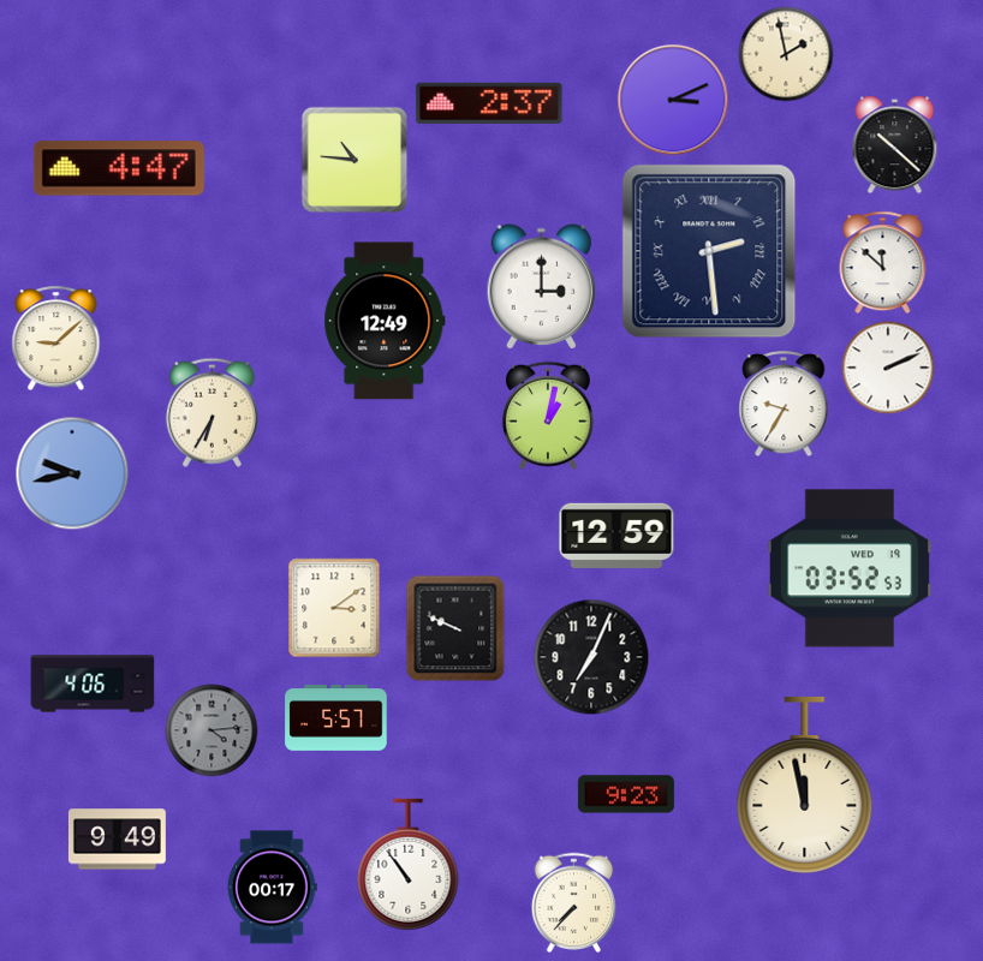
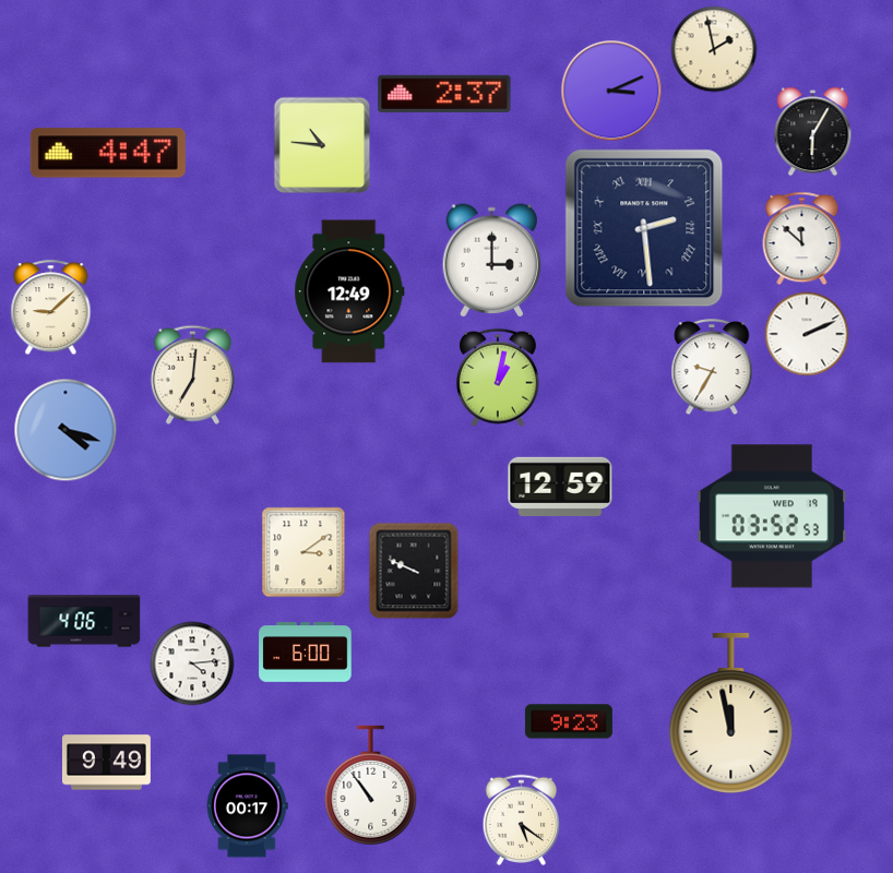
clock at (895, 145): 10:22 -> 6:05
clock at (212, 412): 6:35 -> 7:01
clock at (72, 473): 9:43 -> 4:18
clock at (591, 657): 7:04 -> none
clock at (336, 718): 5:57 -> 6:00
clock at (212, 730) dial: grey -> white
clock at (574, 903): 7:37 -> 5:21
